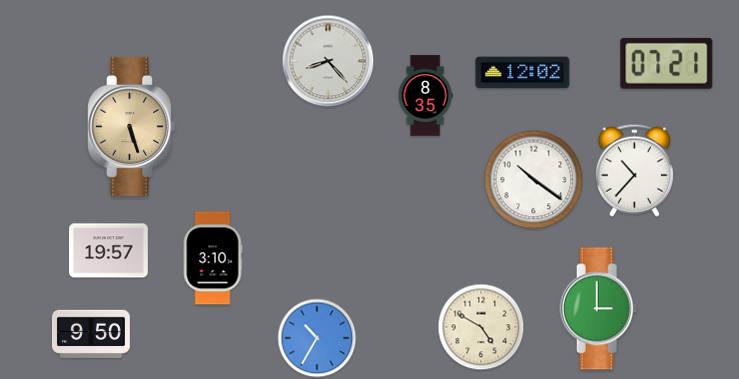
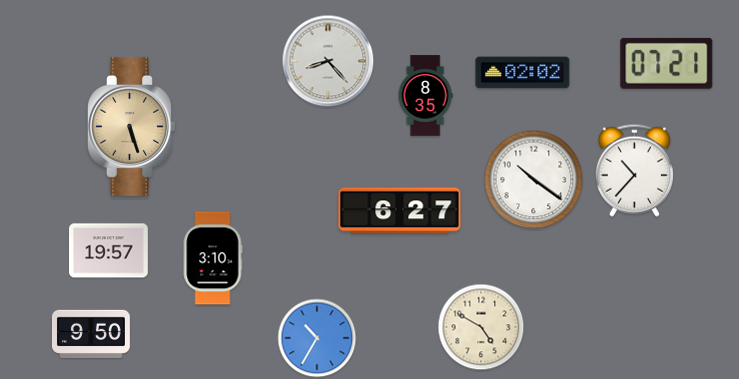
clock at (523, 73): 12:02 -> 02:02
clock at (400, 211): none -> 6:27
clock at (599, 309): 3:00 -> none
